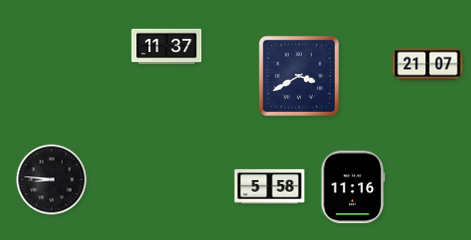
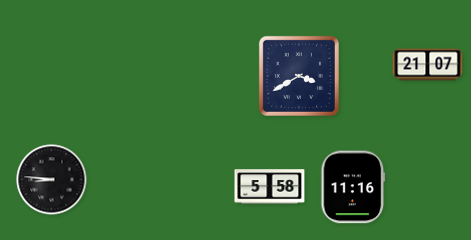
clock at (167, 47): 11:37 -> none
